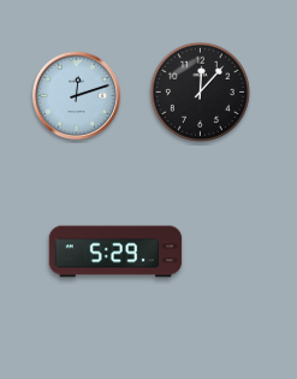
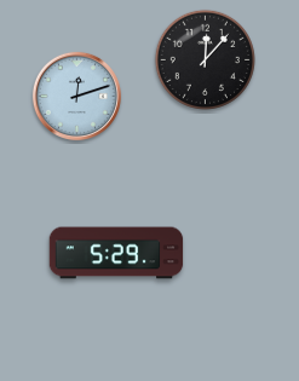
clock at (200, 91) position: (200, 91) -> (205, 59)
